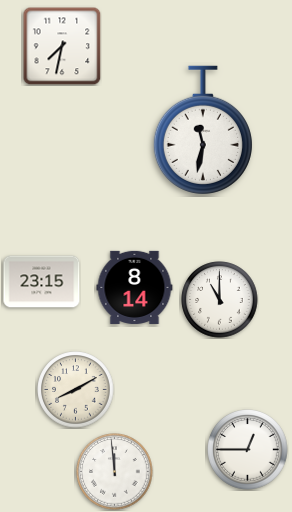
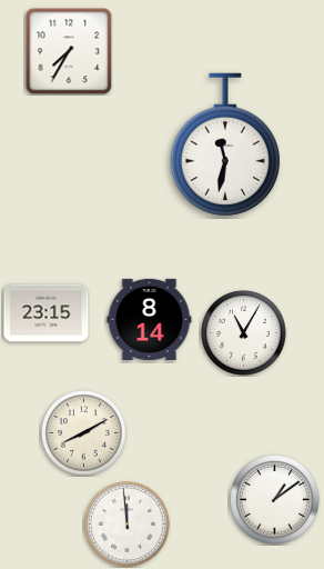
clock at (62, 46): 7:32 -> 7:35
clock at (220, 300): 11:00 -> 11:05
clock at (248, 450): 12:45 -> 1:09
